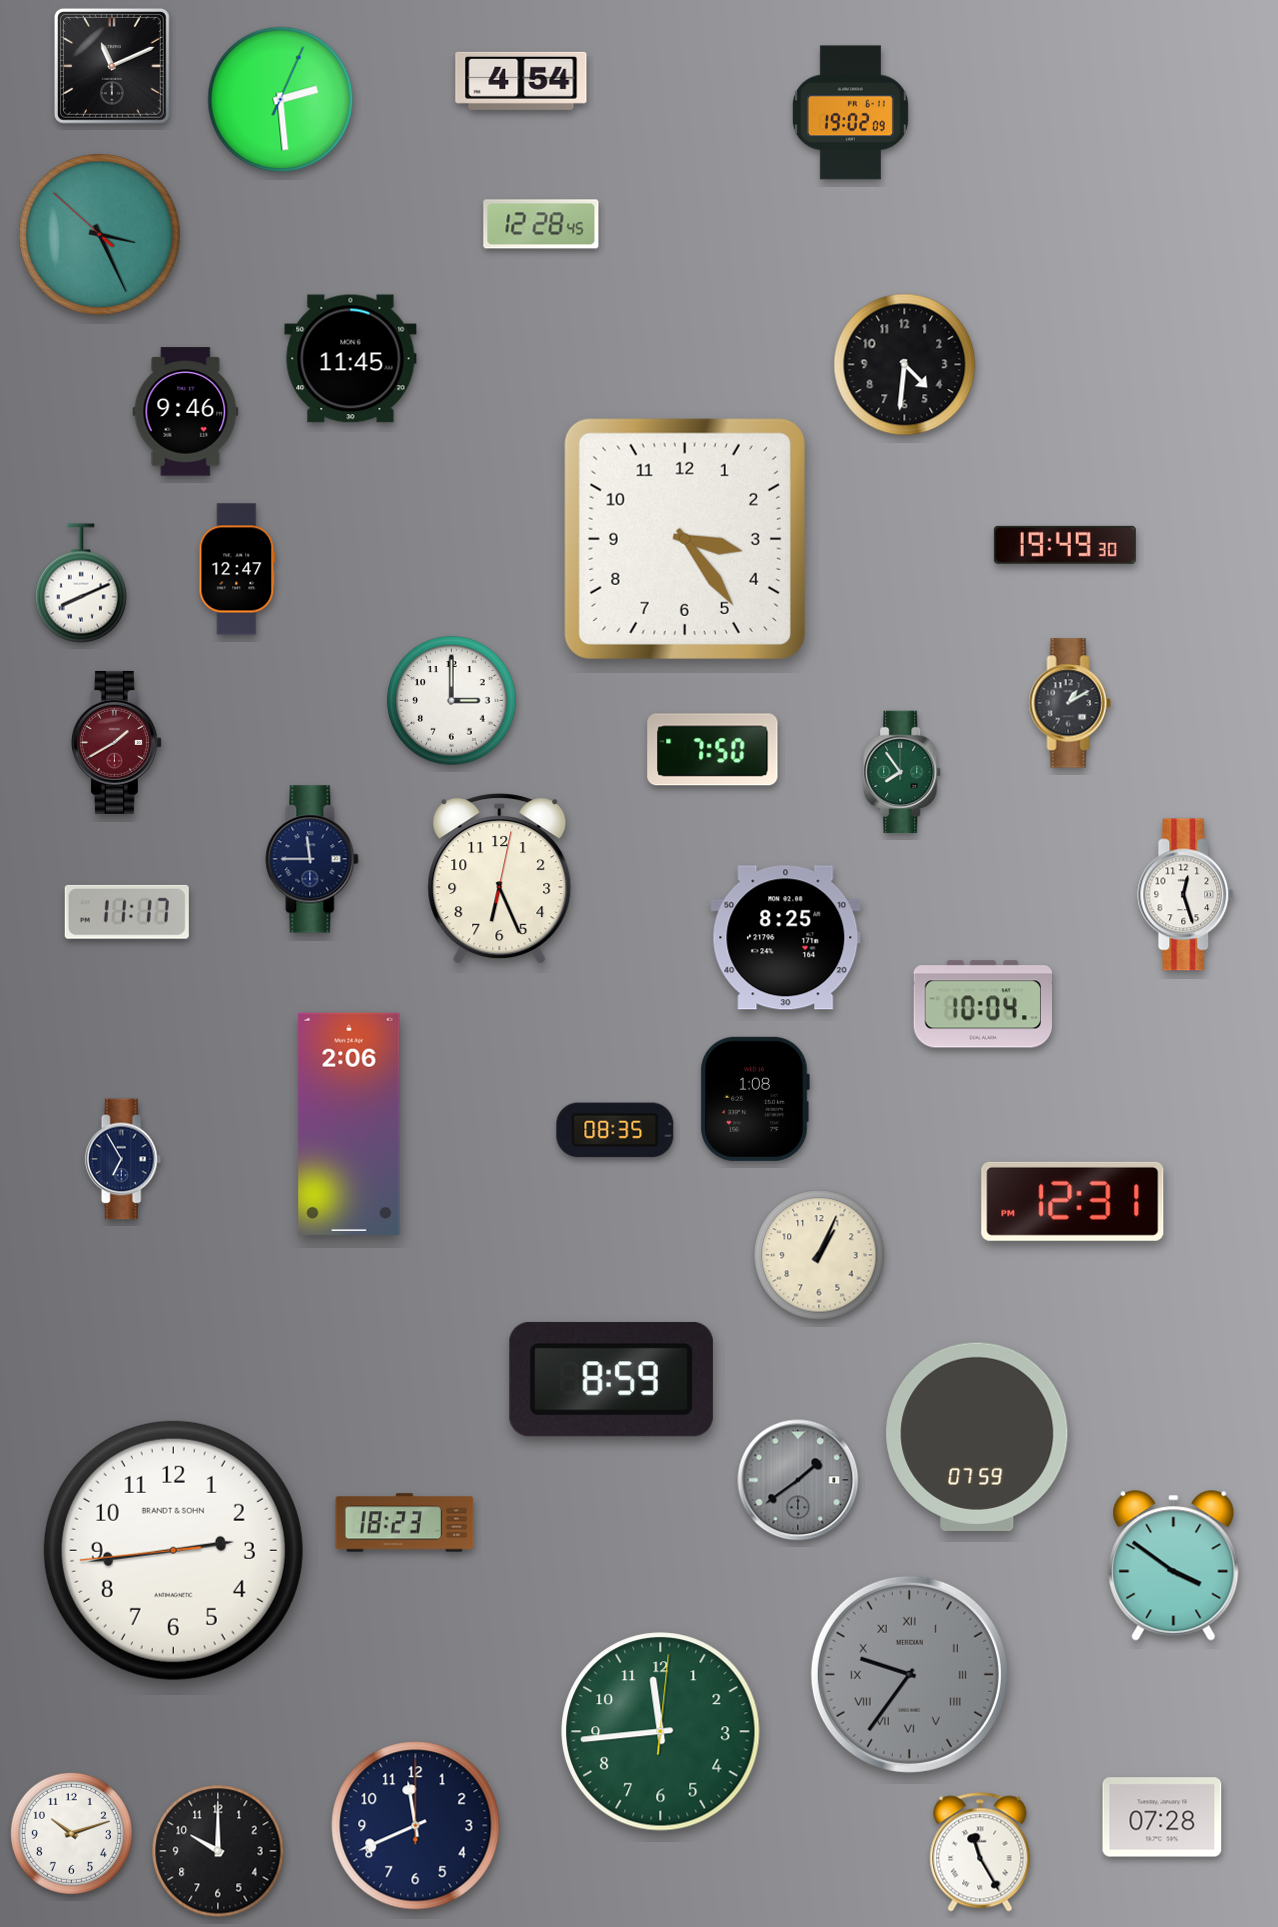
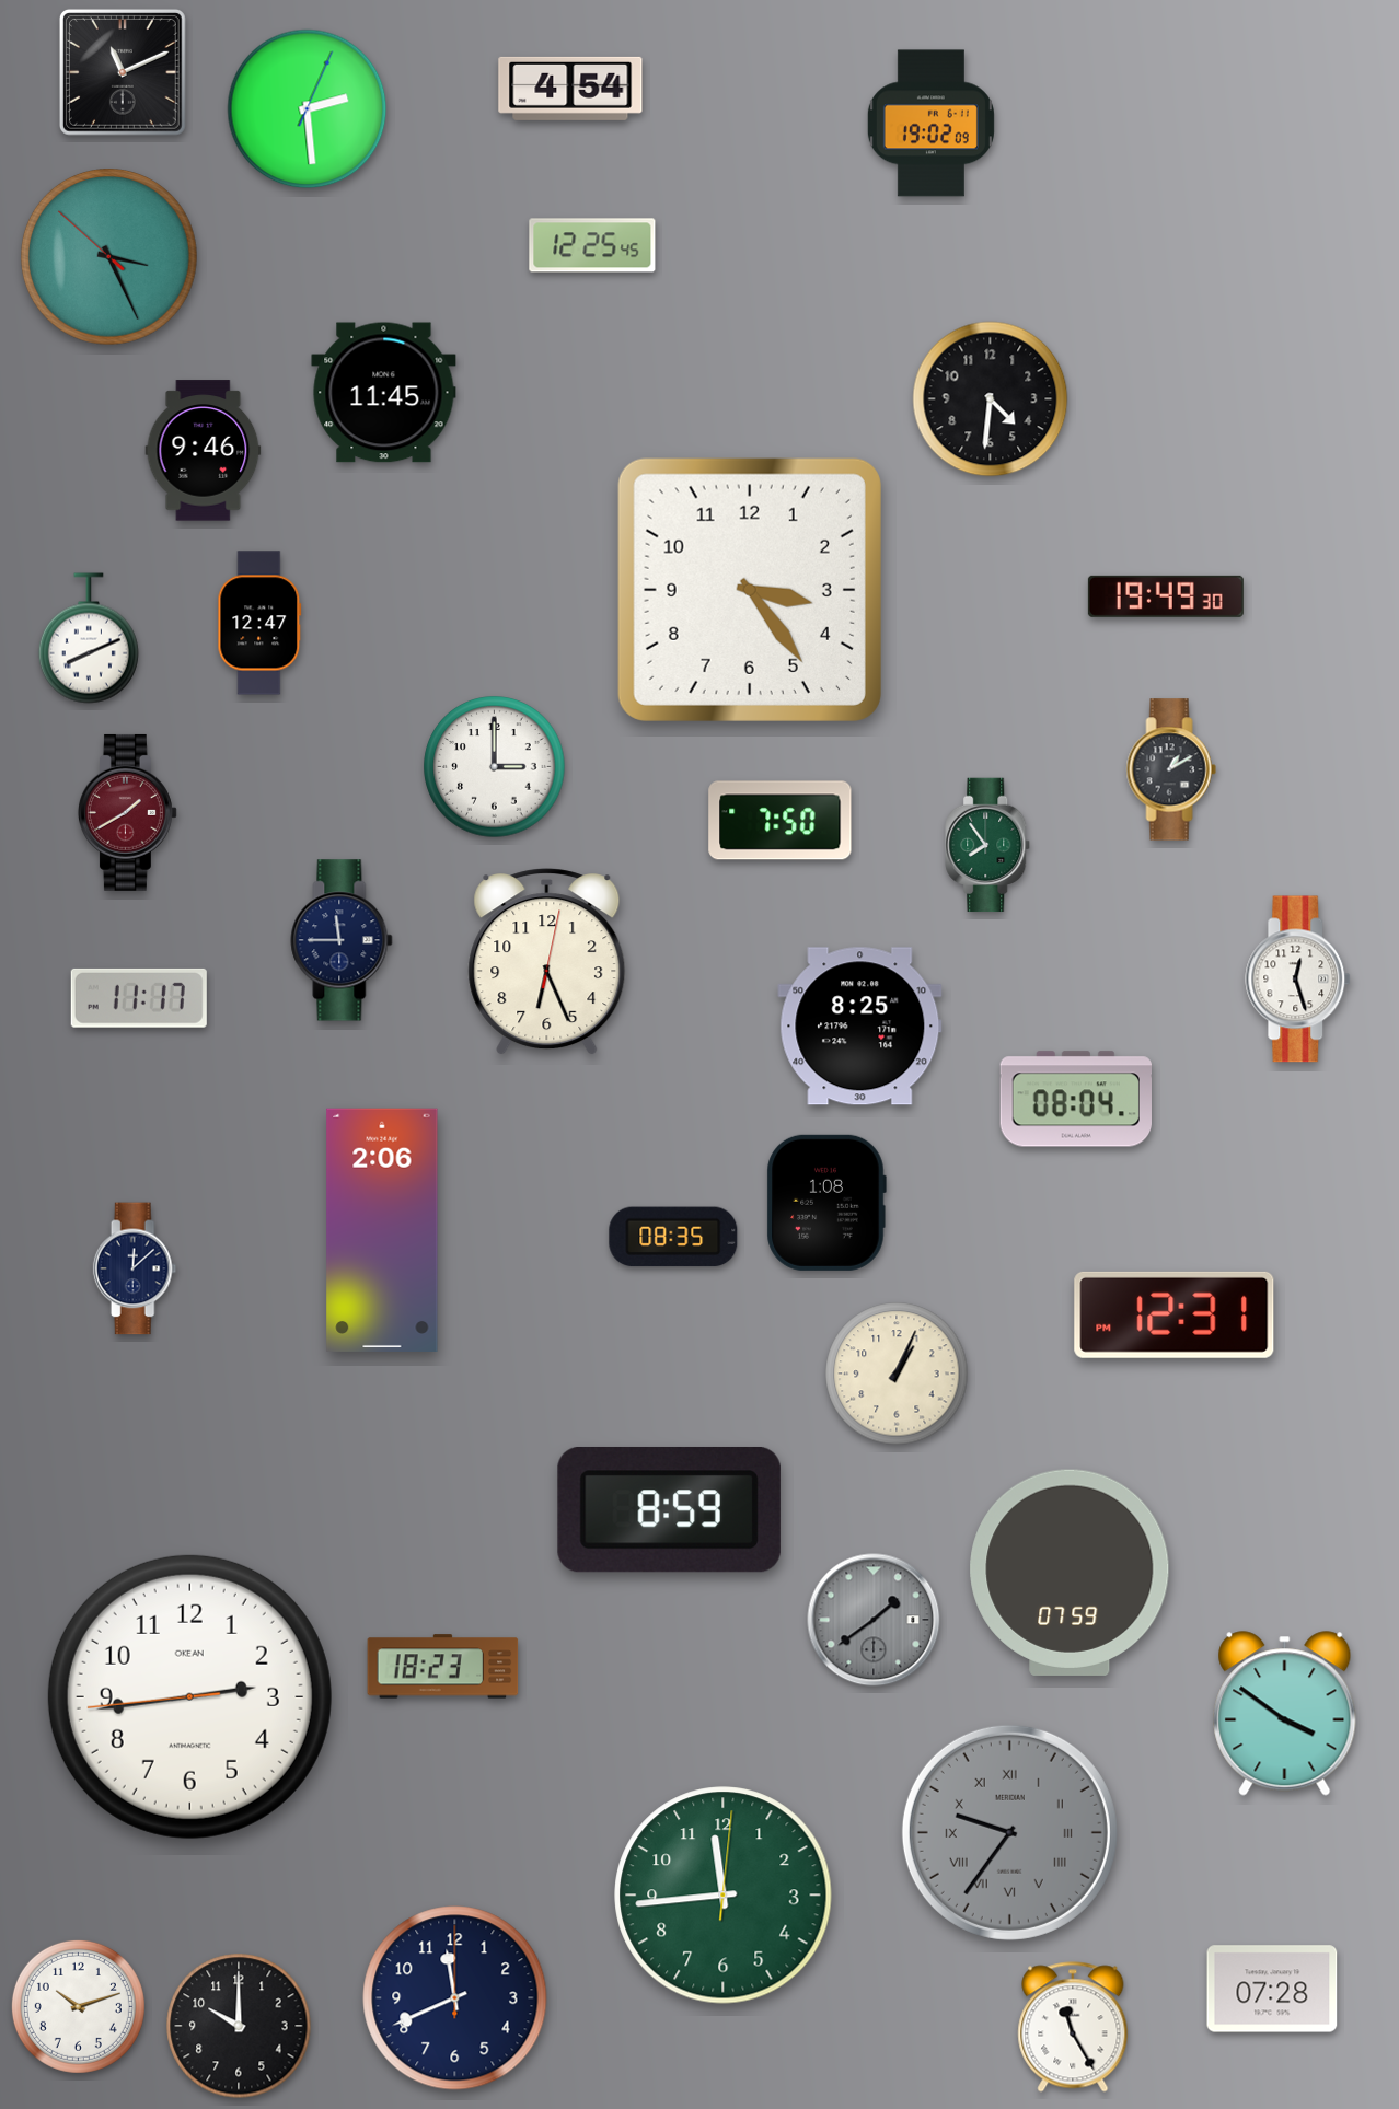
clock at (541, 224): 12:28 -> 12:25
clock at (982, 1004): 10:04 -> 08:04
clock at (123, 1159): 6:55 -> 12:08
clock at (173, 1550) brand: BRANDT & SOHN -> OKEAN
clock at (909, 1674) position: (909, 1674) -> (1009, 1832)
